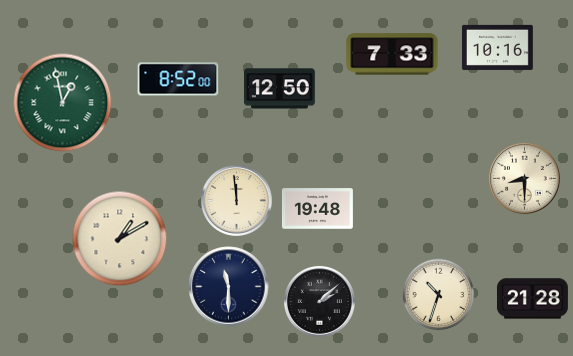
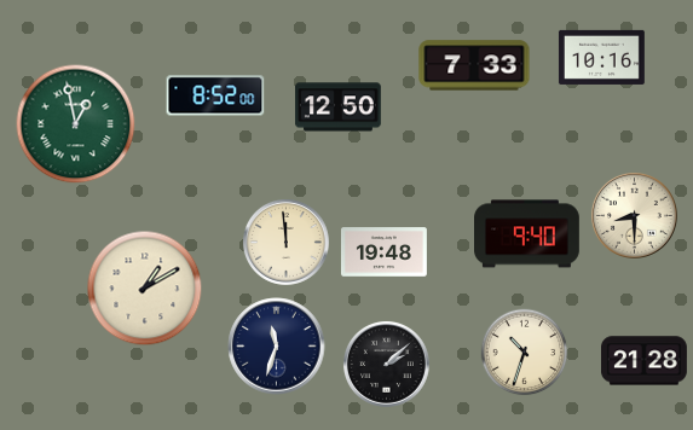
clock at (527, 234): none -> 9:40
clock at (229, 287): 11:30 -> 11:33
clock at (439, 295) position: (439, 295) -> (525, 353)
